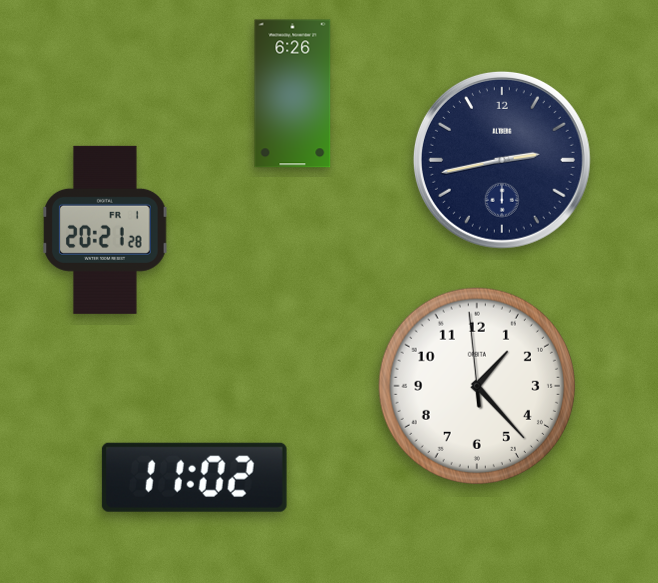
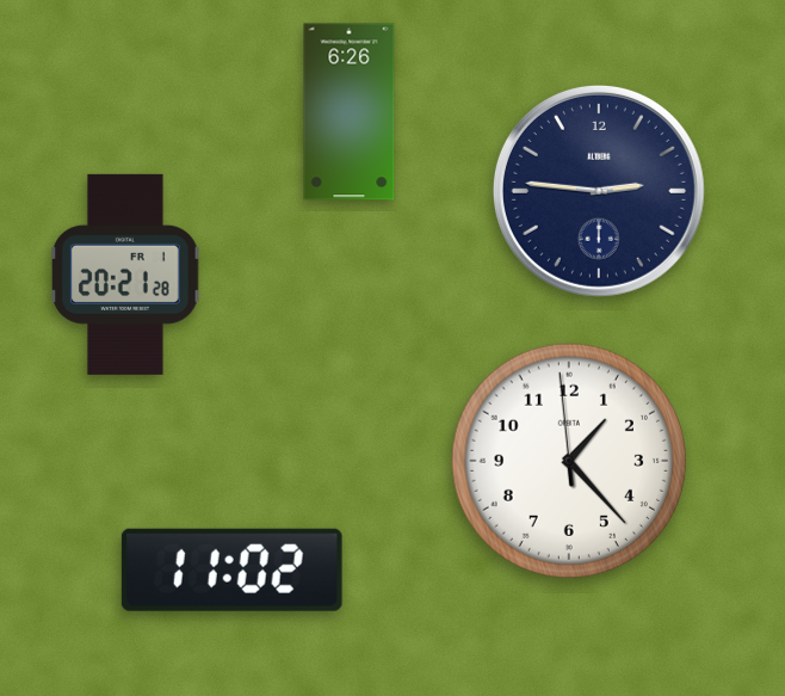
clock at (502, 160): 2:43 -> 2:46
